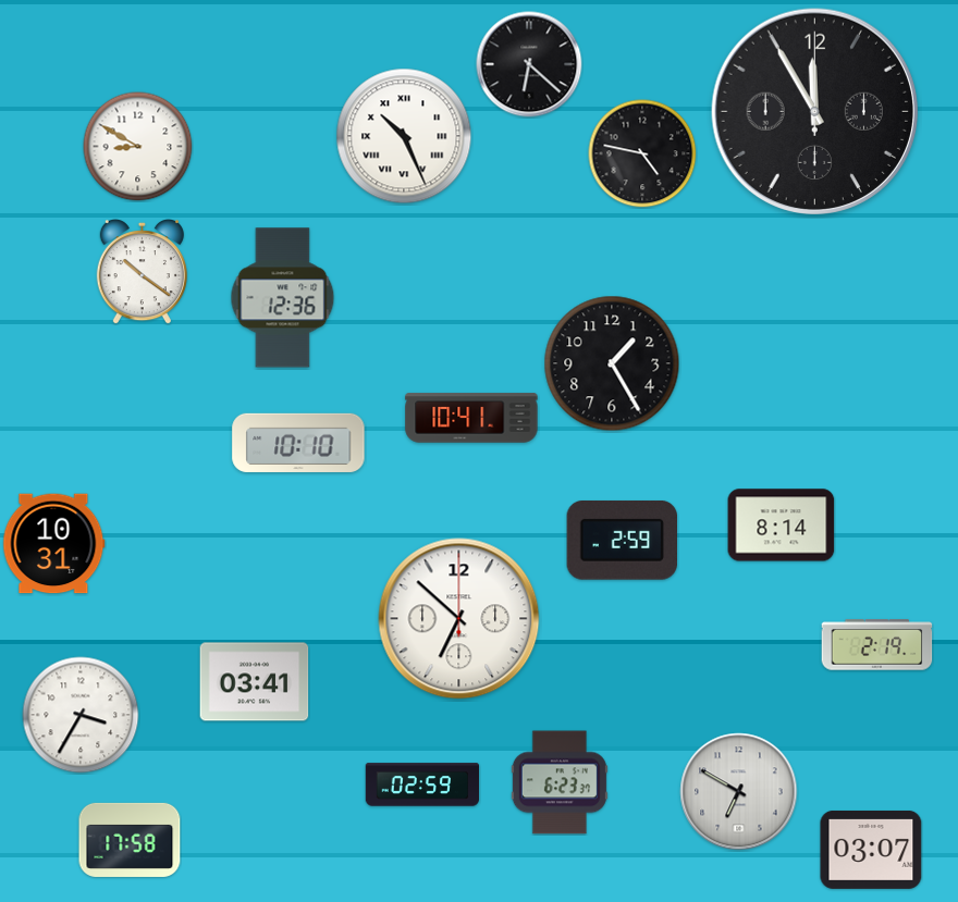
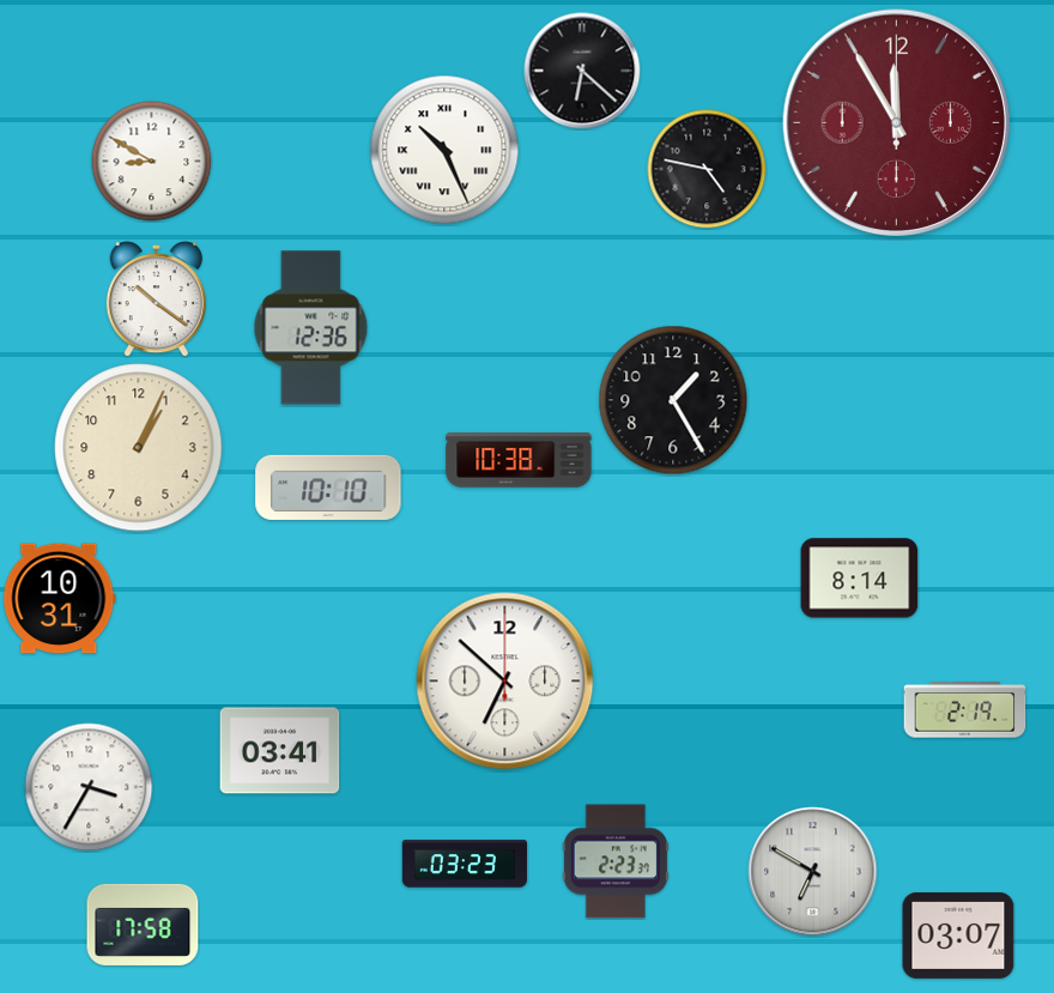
clock at (814, 111) dial: black -> burgundy
clock at (139, 448): none -> 1:04
clock at (471, 418): 10:41 -> 10:38
clock at (622, 540): 2:59 -> none
clock at (560, 782): 6:23 -> 2:23
clock at (422, 784): 02:59 -> 03:23
